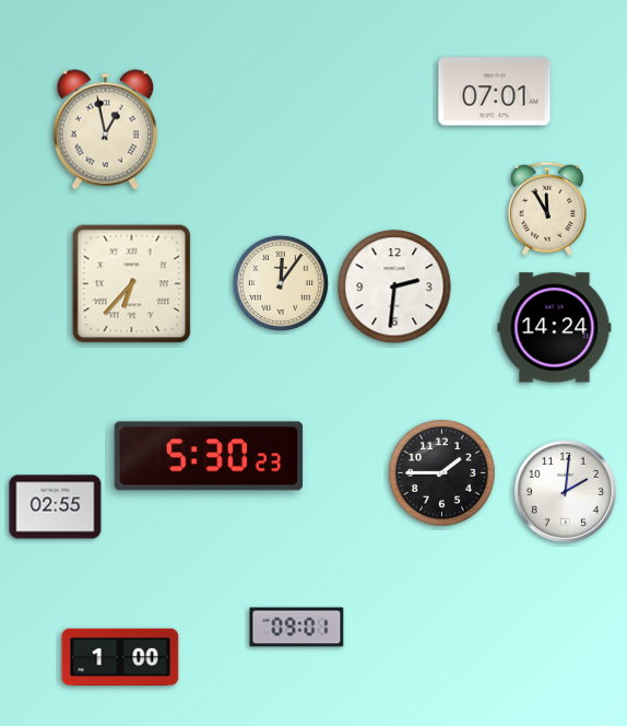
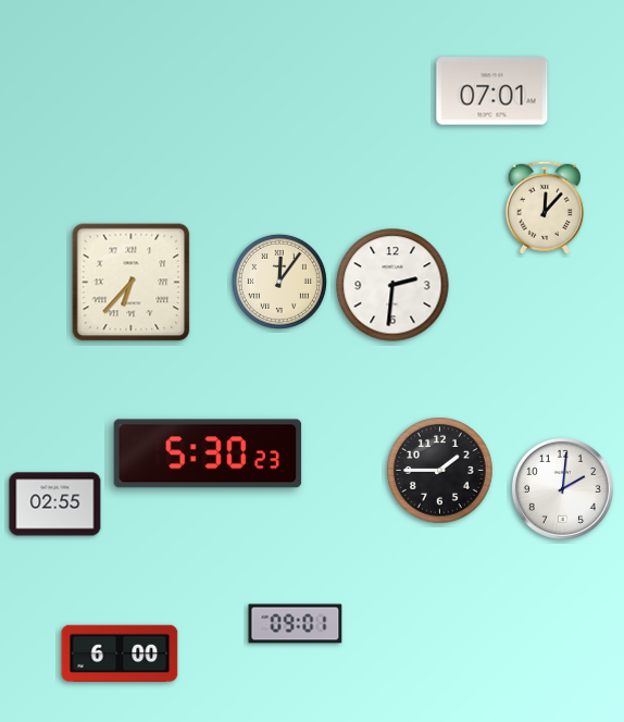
clock at (105, 130): 12:58 -> none
clock at (547, 209): 11:55 -> 12:07
clock at (555, 328): 14:24 -> none
clock at (120, 657): 1:00 -> 6:00
